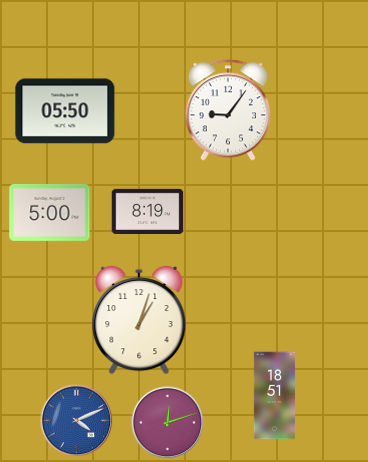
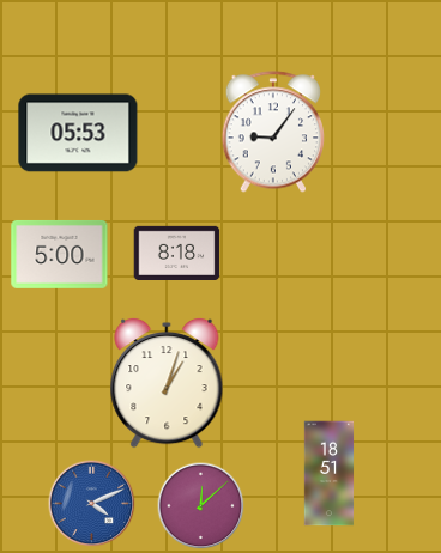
clock at (65, 111): 05:50 -> 05:53
clock at (148, 211): 8:19 -> 8:18
clock at (168, 423): 12:12 -> 12:08
